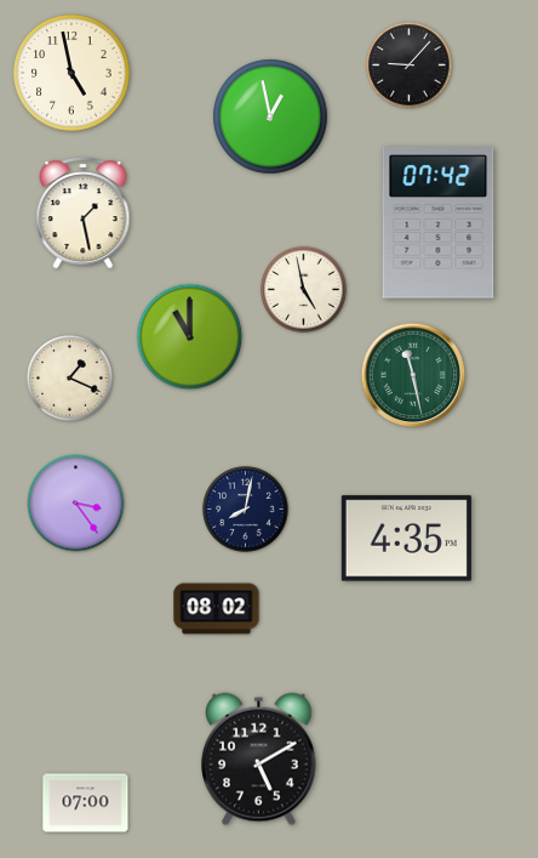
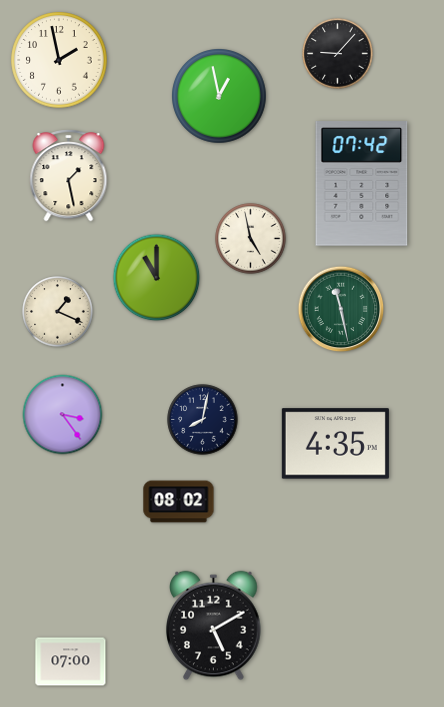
clock at (71, 73): 4:58 -> 1:58
clock at (271, 118) position: (271, 118) -> (220, 97)
